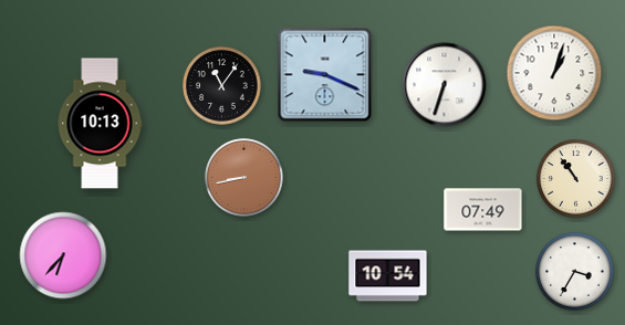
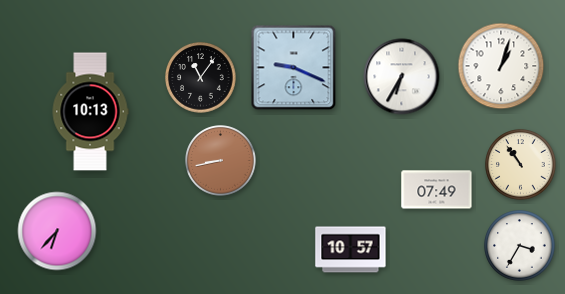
clock at (445, 85): 6:33 -> 6:35
clock at (576, 179) position: (576, 179) -> (521, 165)
clock at (388, 276): 10:54 -> 10:57
